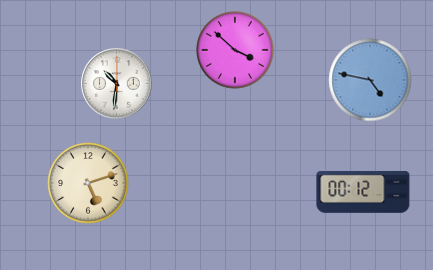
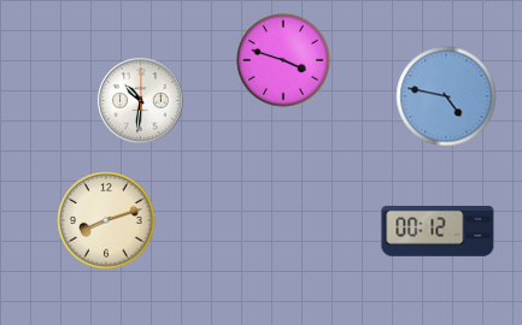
clock at (236, 51): 3:52 -> 3:48
clock at (88, 183): 5:12 -> 8:12
